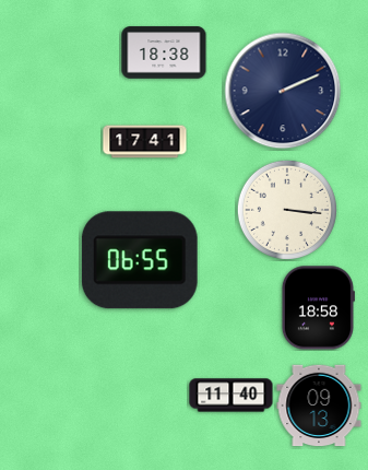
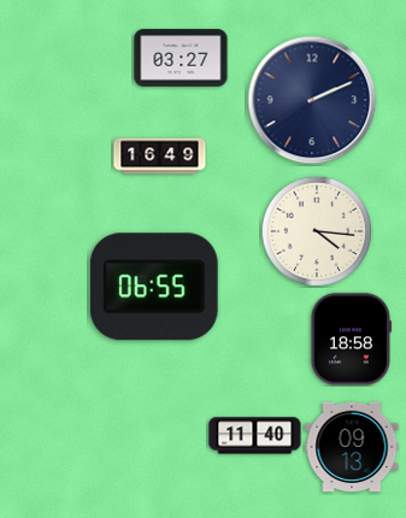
clock at (164, 52): 18:38 -> 03:27
clock at (145, 142): 17:41 -> 16:49
clock at (287, 210): 3:16 -> 4:16
